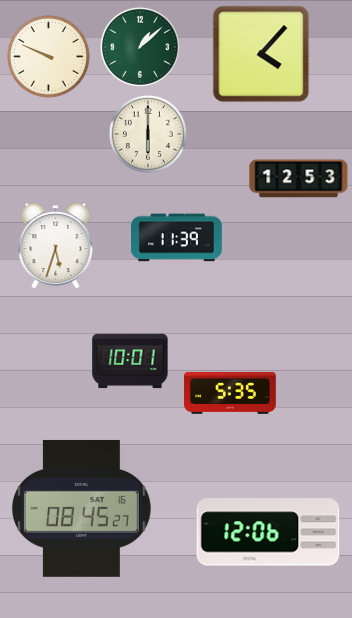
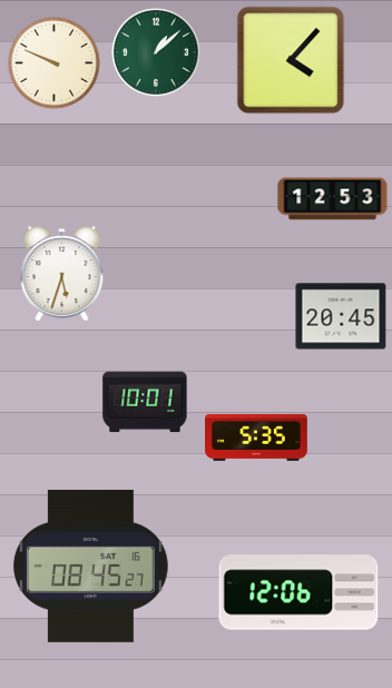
clock at (148, 134): 6:00 -> none
clock at (176, 238): 11:39 -> none
clock at (341, 316): none -> 20:45
